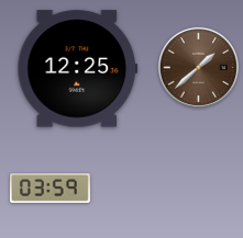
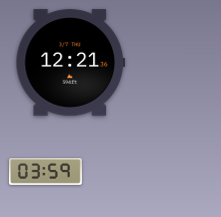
clock at (198, 67): 1:38 -> none
clock at (78, 69): 12:25 -> 12:21
